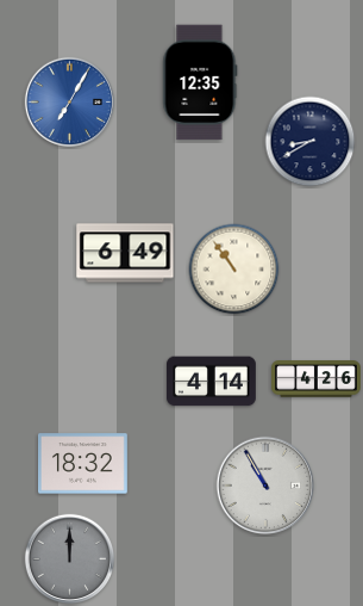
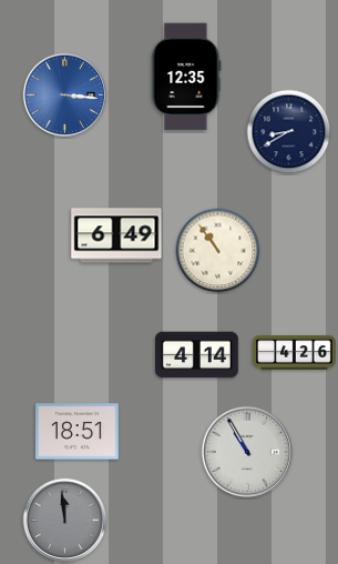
clock at (69, 101): 7:05 -> 3:16
clock at (83, 464): 18:32 -> 18:51
clock at (69, 558): 12:00 -> 11:59
